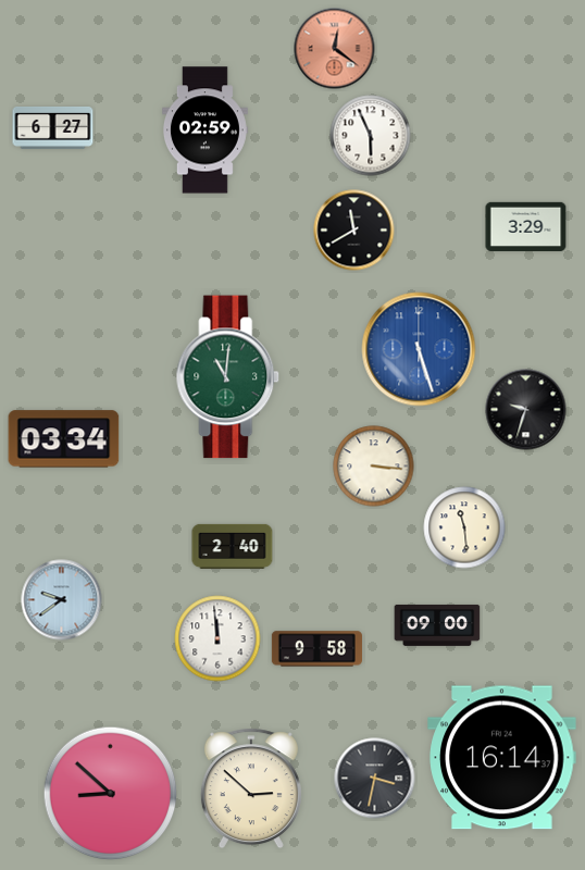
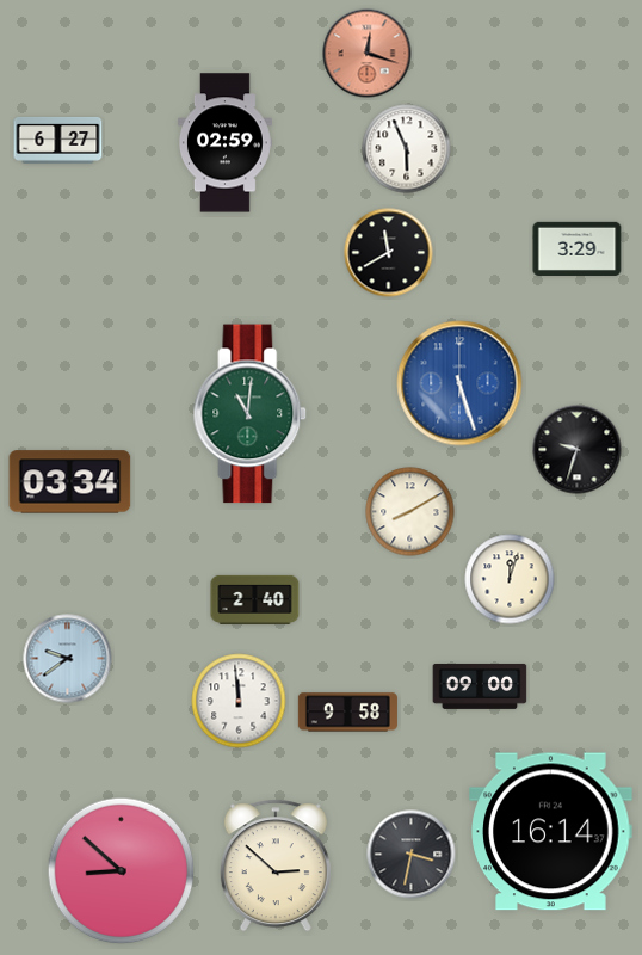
clock at (335, 49): 12:21 -> 12:18
clock at (374, 467): 3:16 -> 8:10
clock at (464, 527): 11:29 -> 12:03
